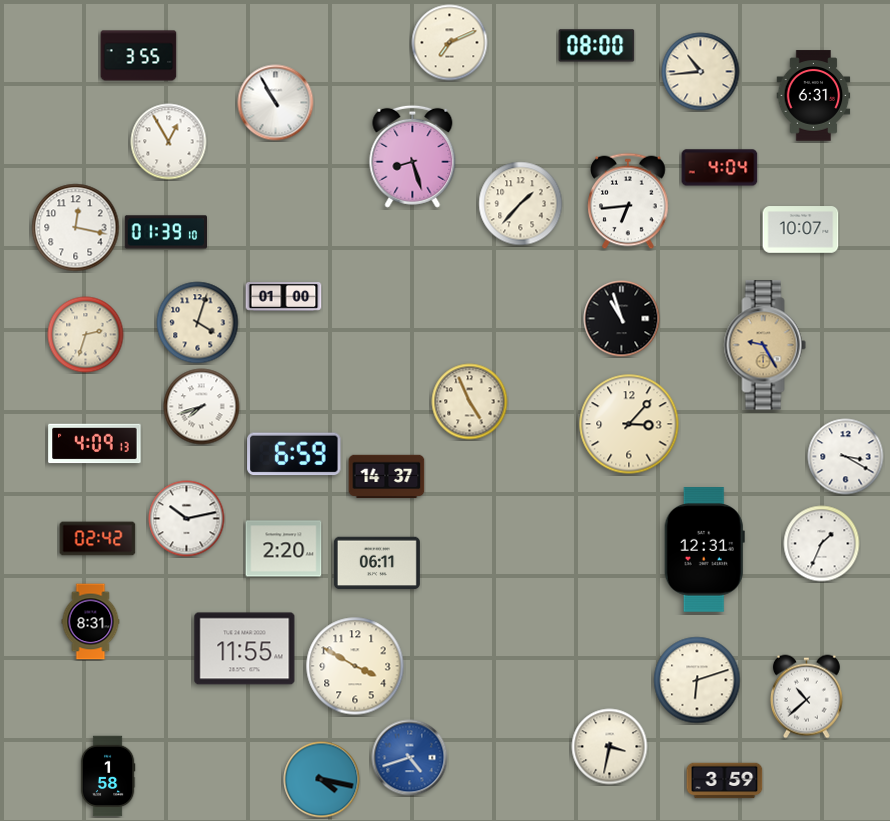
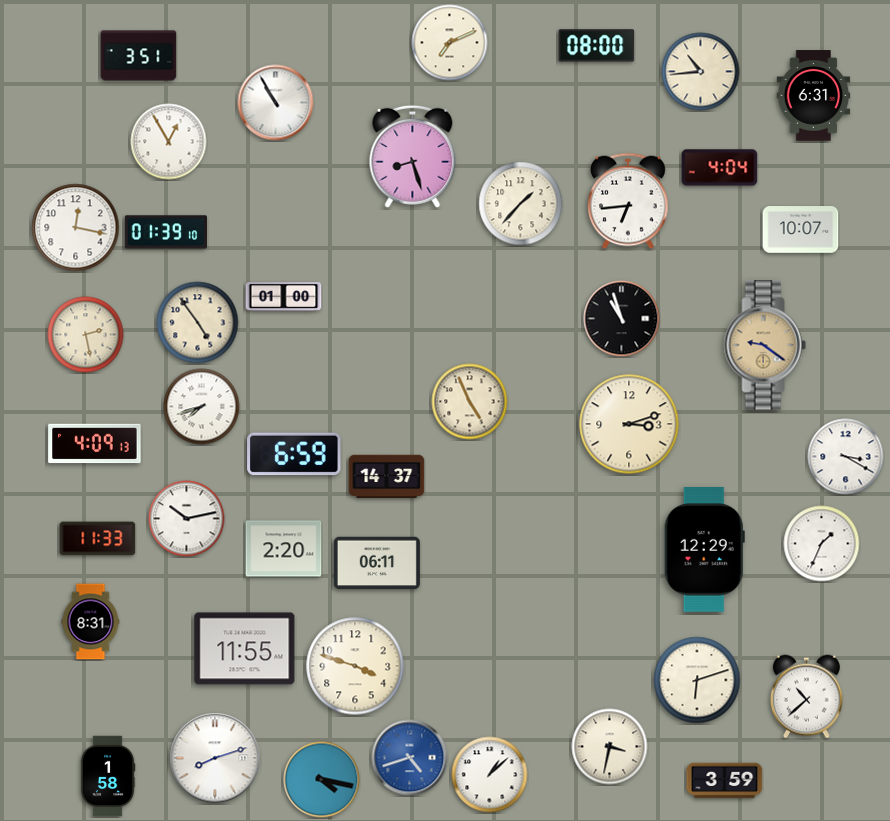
clock at (139, 56): 3:55 -> 3:51
clock at (198, 323): 4:03 -> 4:54
clock at (86, 335): 2:33 -> 2:28
clock at (765, 345): 9:25 -> 9:21
clock at (629, 424): 3:07 -> 3:12
clock at (98, 539): 02:42 -> 11:33
clock at (704, 550): 12:31 -> 12:29
clock at (355, 666): 3:50 -> 3:48
clock at (215, 758): none -> 8:12
clock at (490, 775): none -> 1:08
